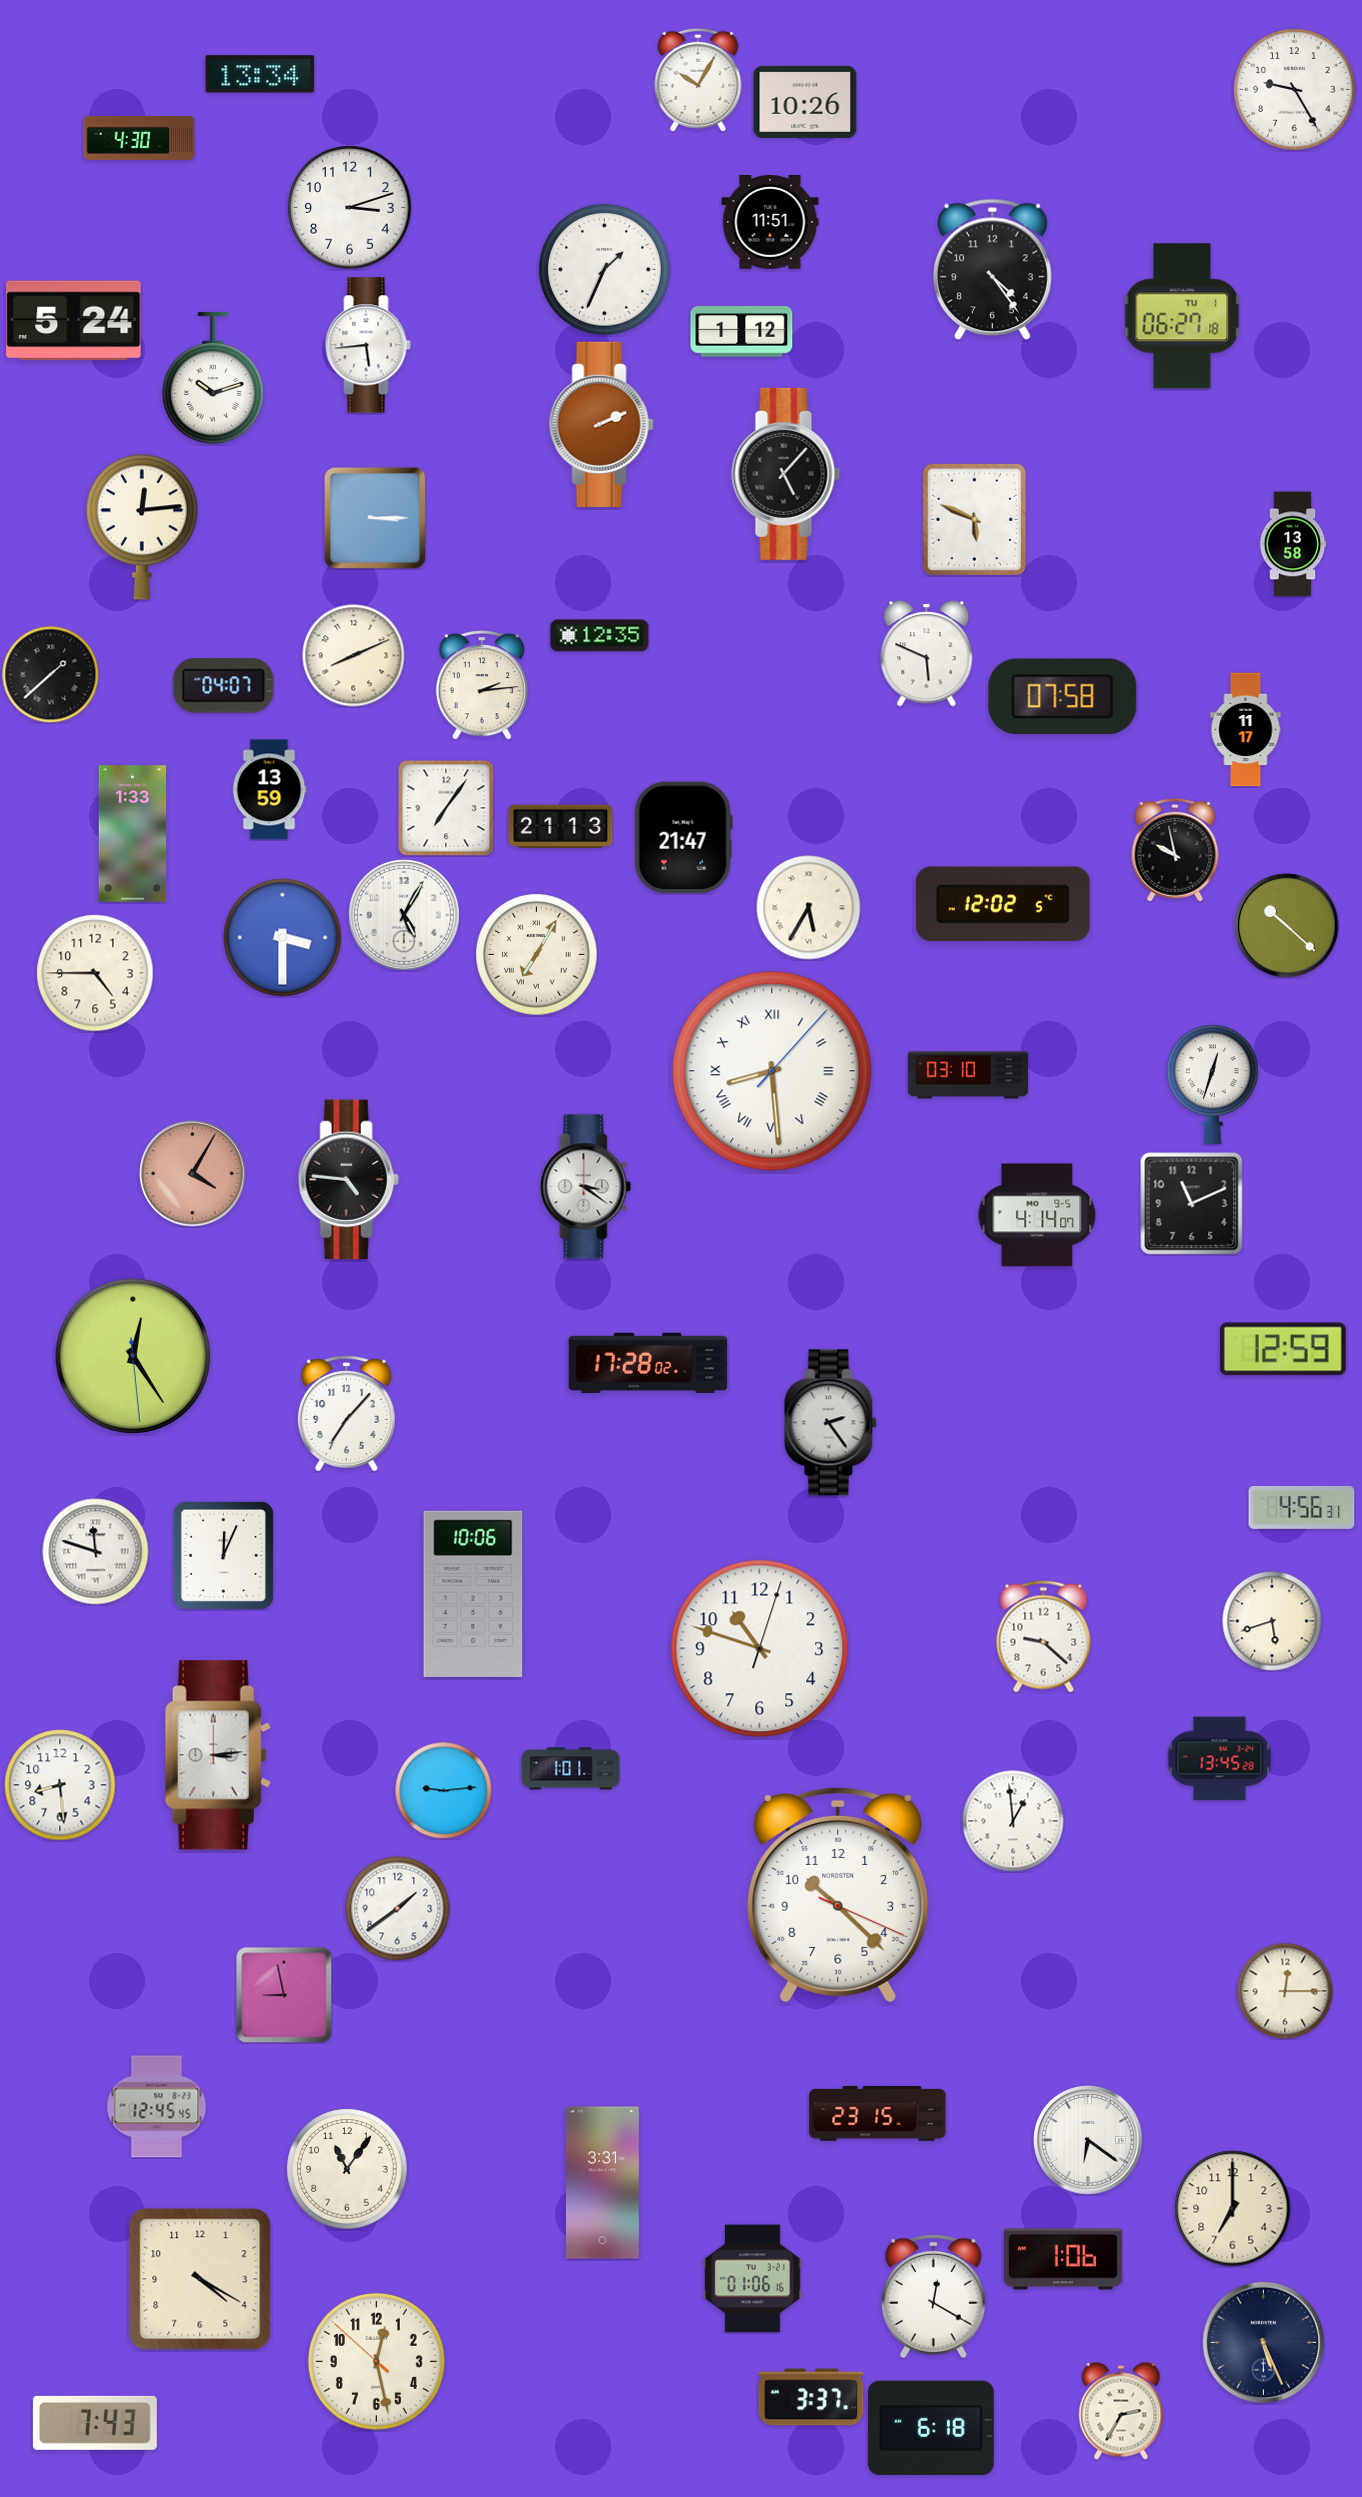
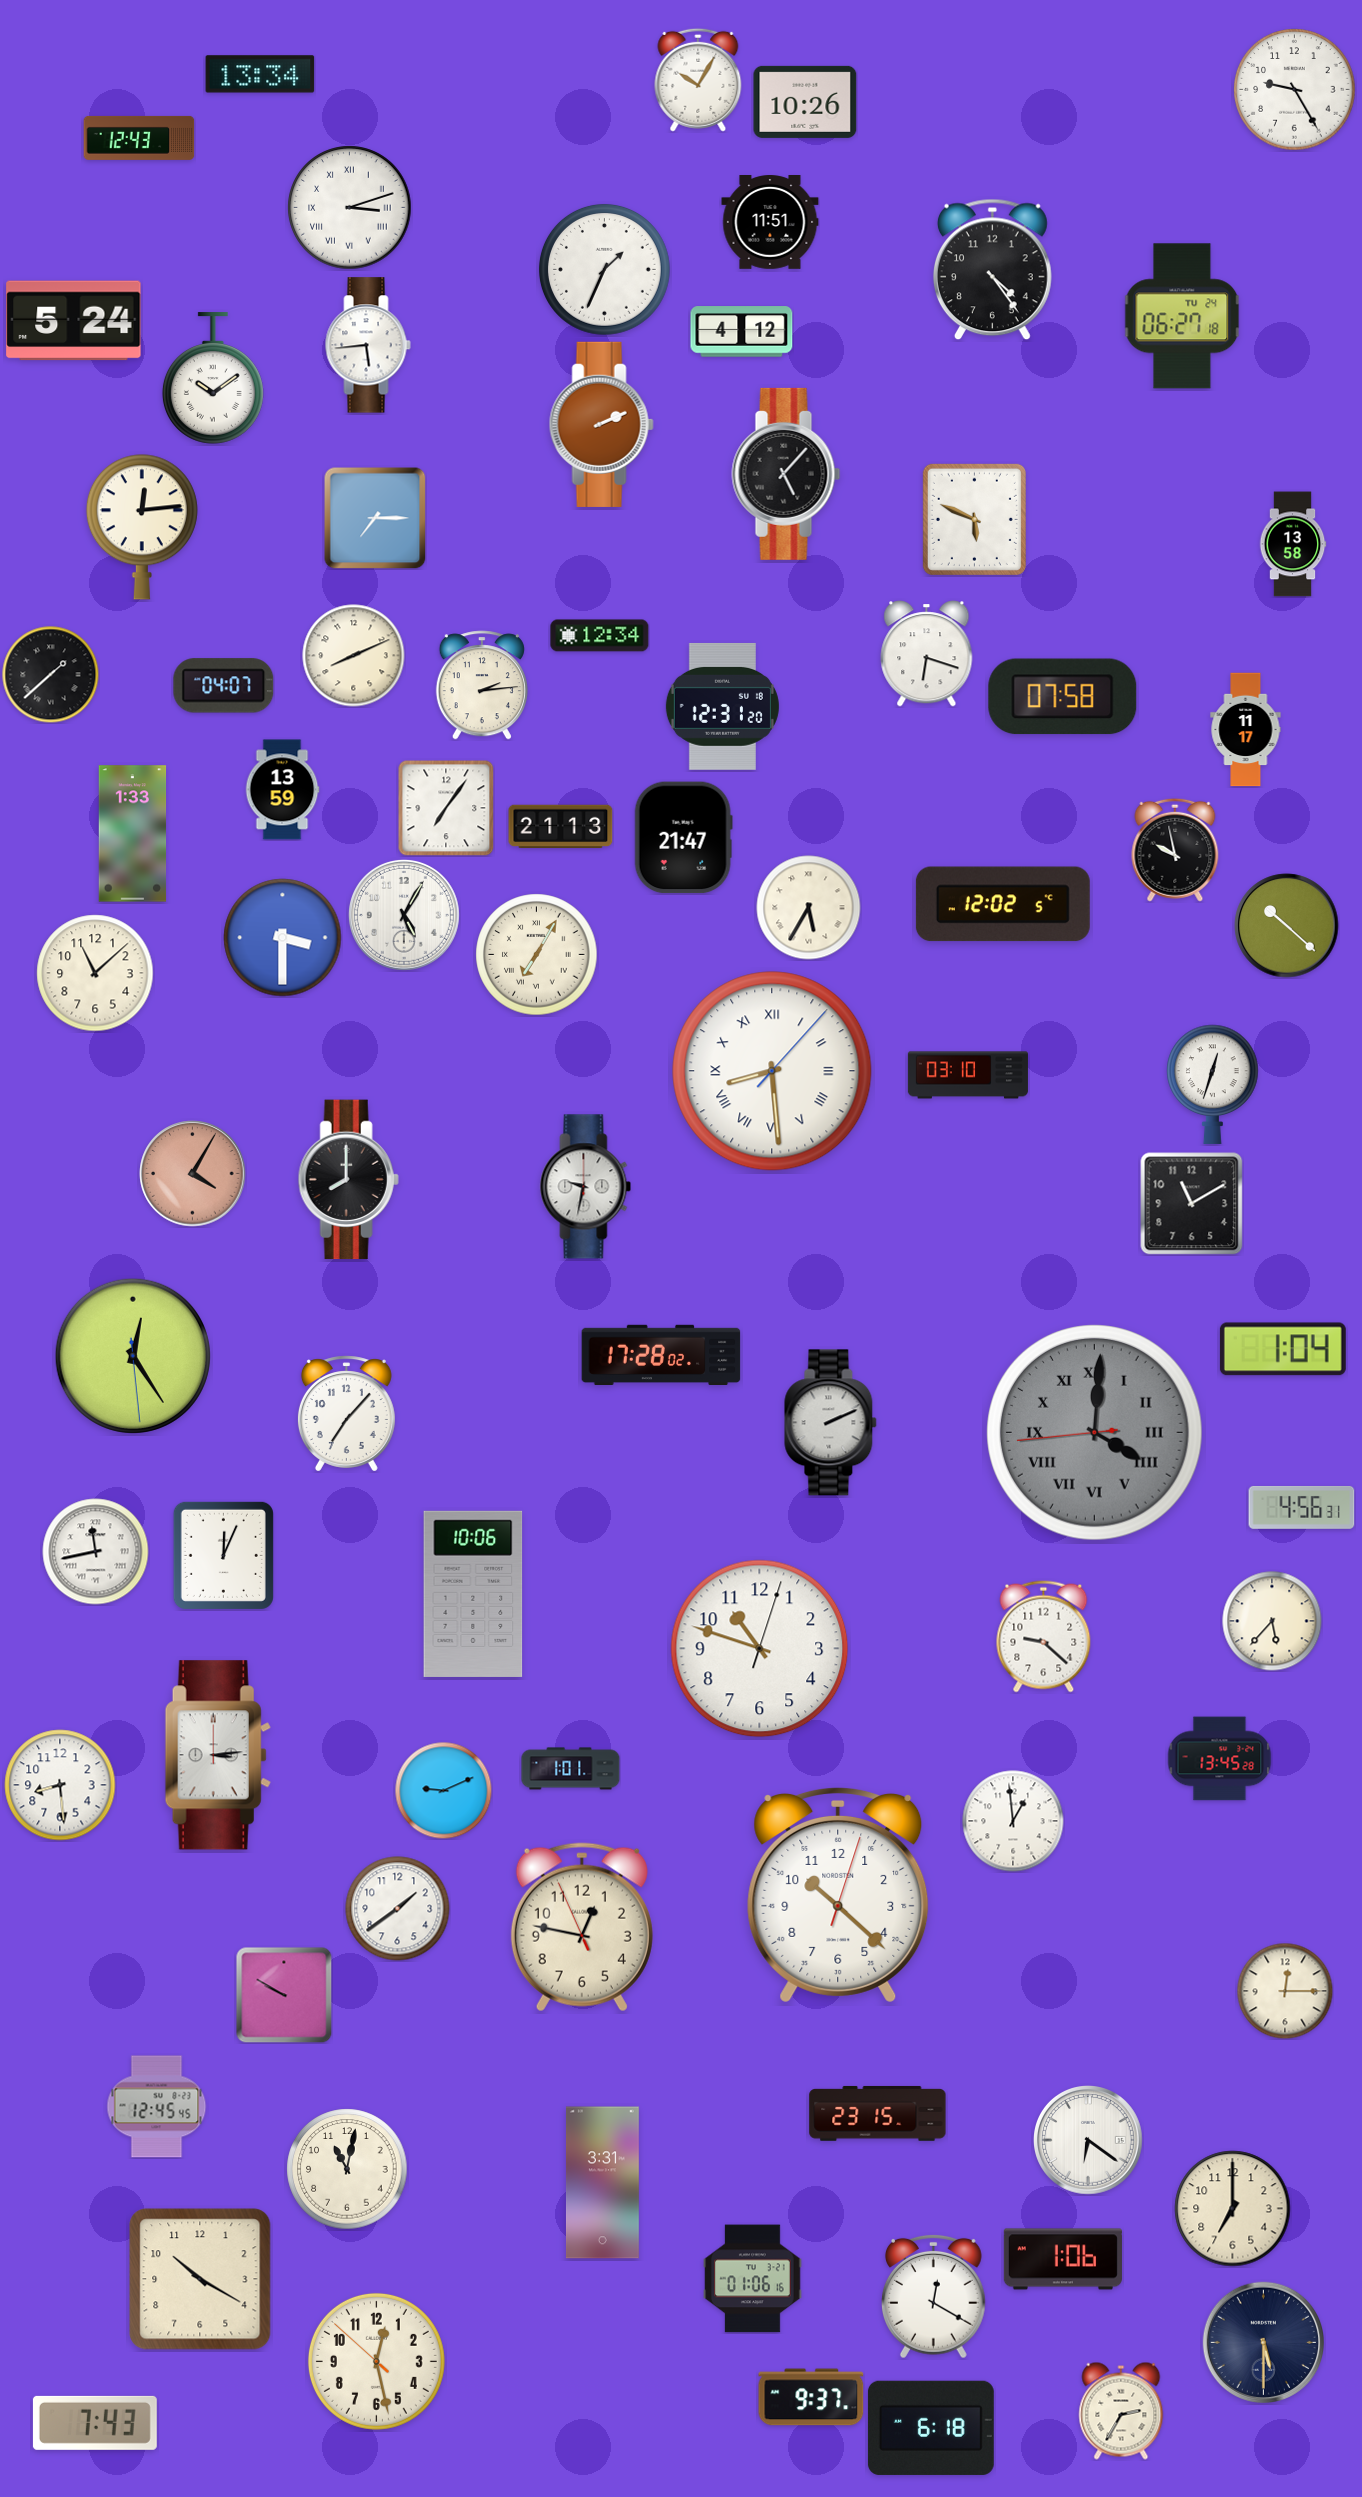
clock at (139, 138): 4:30 -> 12:43
clock at (350, 208) numerals: Arabic -> Roman
clock at (1182, 316) date: TU 1 -> TU 24
clock at (742, 332): 1:12 -> 4:12
clock at (213, 378): 10:12 -> 10:09
clock at (375, 518): 3:15 -> 7:15
clock at (600, 636): 12:35 -> 12:34
clock at (927, 654): 5:49 -> 6:18
clock at (722, 706): none -> 12:31
clock at (269, 790) position: (269, 790) -> (282, 790)
clock at (95, 973): 4:45 -> 11:08
clock at (348, 1180): 4:46 -> 8:00
clock at (586, 1187): 3:21 -> 9:32
clock at (1192, 1204): 11:11 -> 11:10
clock at (1037, 1215): 4:14 -> none
clock at (1283, 1349): 12:59 -> 1:04
clock at (648, 1362) position: (648, 1362) -> (661, 1354)
clock at (831, 1423): 2:24 -> 2:11
clock at (1095, 1433): none -> 4:00
clock at (96, 1552): 11:48 -> 11:43
clock at (1272, 1621): 5:42 -> 5:37
clock at (443, 1790): 9:14 -> 9:11
clock at (838, 1895): 10:22:19 -> 10:22:03
clock at (582, 1927): none -> 12:46
clock at (284, 1995): 8:58 -> 9:50
clock at (347, 2169): 11:06 -> 11:02
clock at (200, 2279): 4:20 -> 10:20
clock at (1263, 2342): 5:26 -> 5:30
clock at (811, 2397): 3:37 -> 9:37
